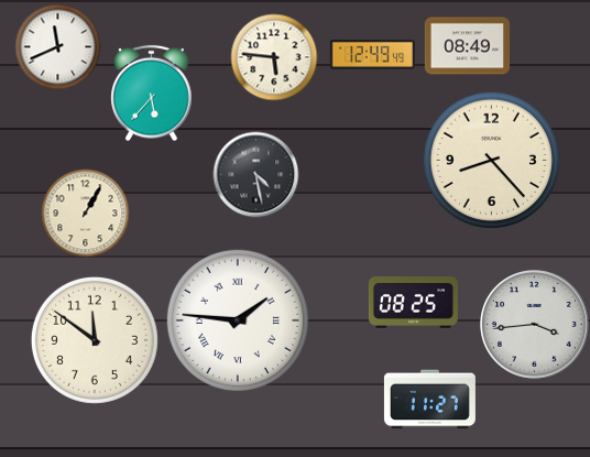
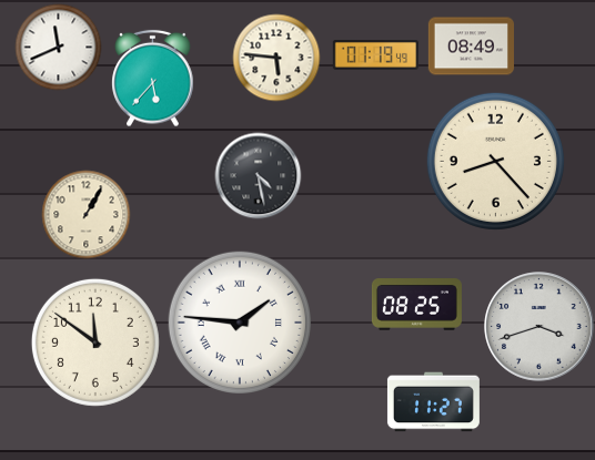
clock at (372, 54): 12:49 -> 01:19
clock at (152, 93) position: (152, 93) -> (153, 78)
clock at (535, 325): 3:44 -> 3:42
